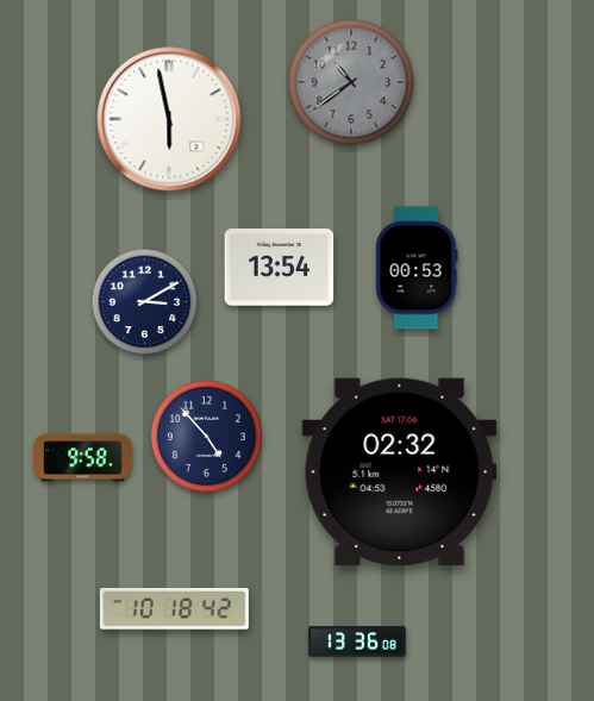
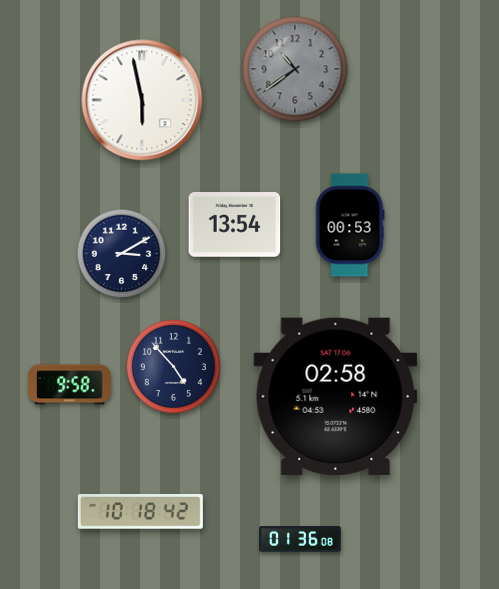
clock at (400, 471): 02:32 -> 02:58
clock at (174, 609) position: (174, 609) -> (140, 512)
clock at (358, 641): 13:36 -> 01:36
